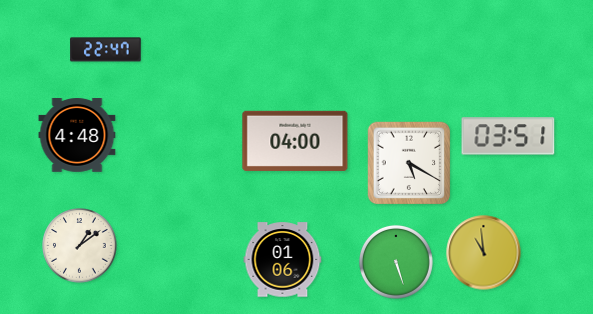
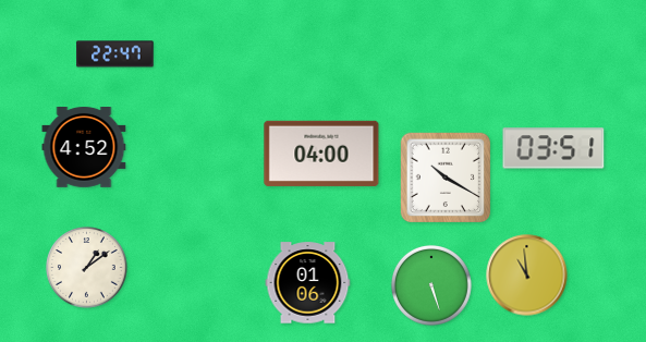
clock at (77, 136): 4:48 -> 4:52
clock at (409, 163): 5:20 -> 10:20
